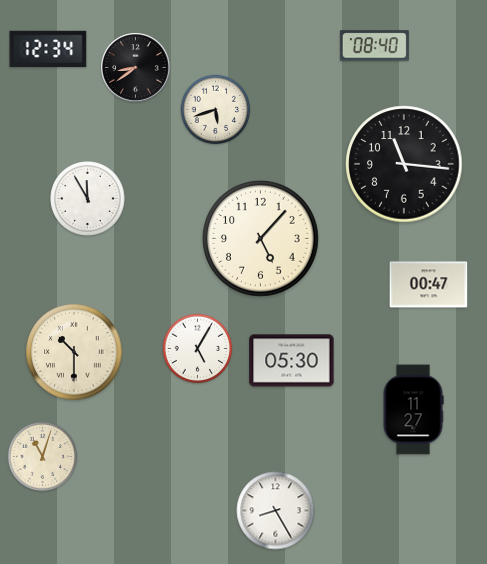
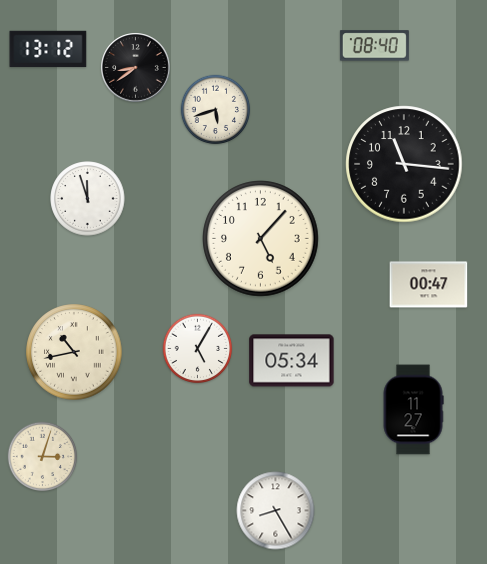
clock at (48, 49): 12:34 -> 13:12
clock at (88, 199): 11:55 -> 11:57
clock at (74, 352): 10:30 -> 10:43
clock at (292, 361): 05:30 -> 05:34
clock at (43, 457): 11:03 -> 3:03
